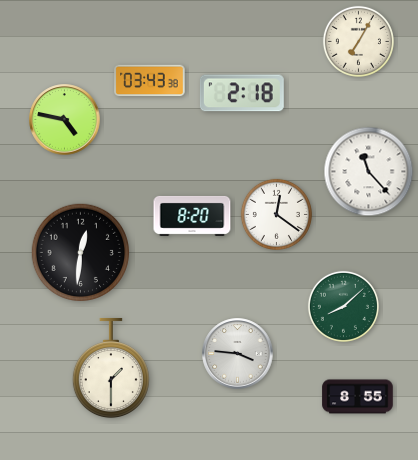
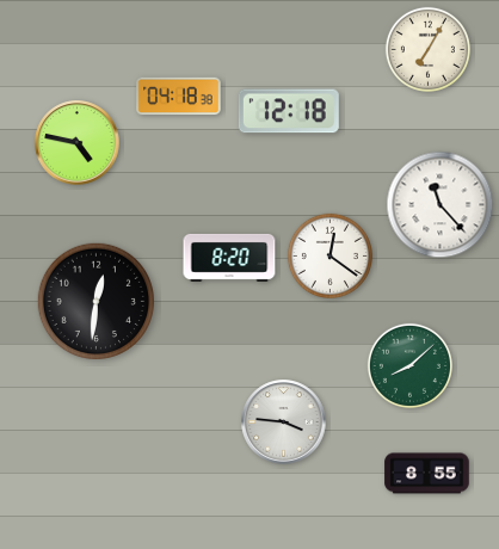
clock at (150, 81): 03:43 -> 04:18
clock at (242, 93): 2:18 -> 12:18
clock at (111, 368): 1:30 -> none
